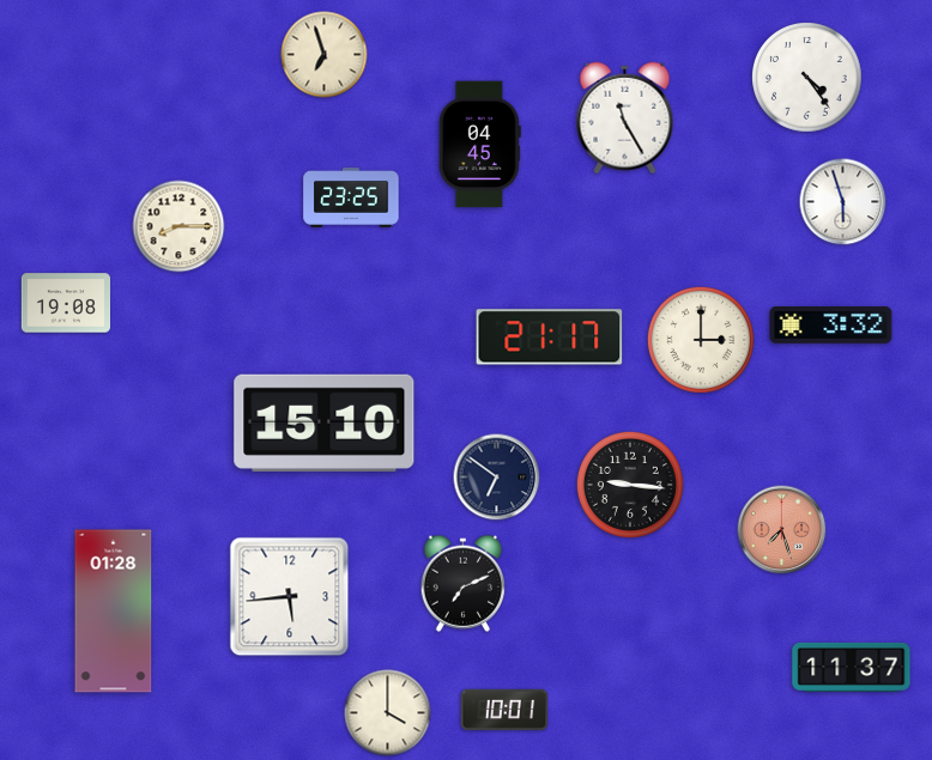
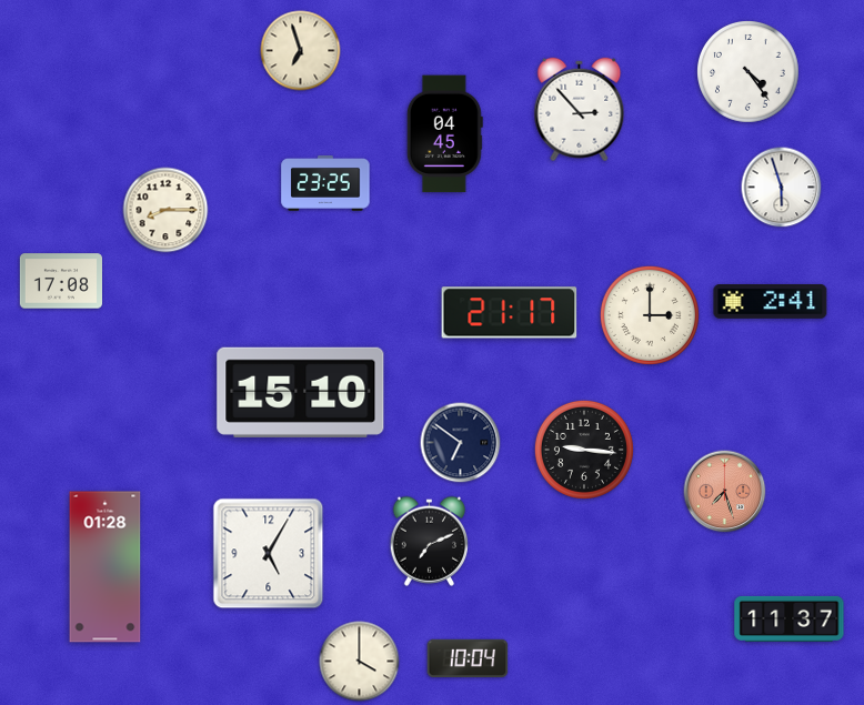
clock at (625, 118): 11:25 -> 2:53
clock at (65, 303): 19:08 -> 17:08
clock at (831, 326): 3:32 -> 2:41
clock at (290, 597): 5:44 -> 5:05
clock at (504, 709): 10:01 -> 10:04
